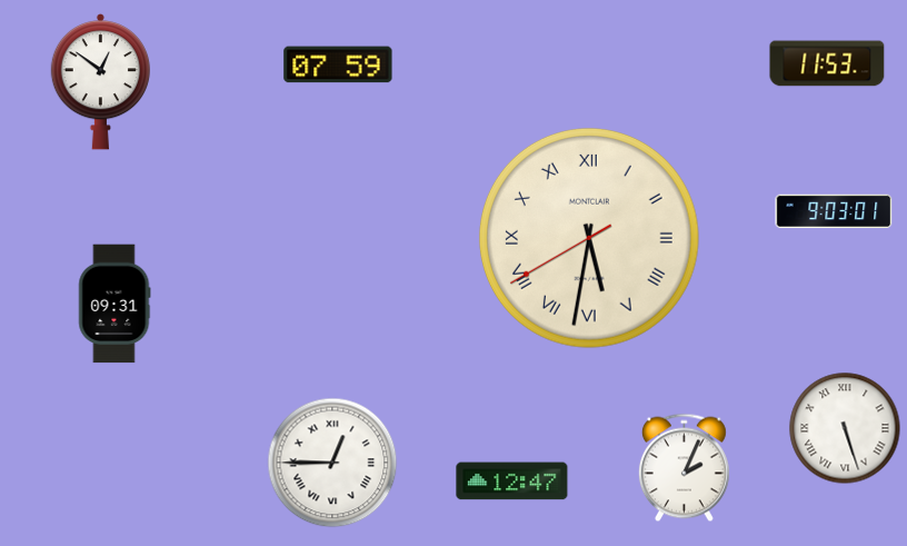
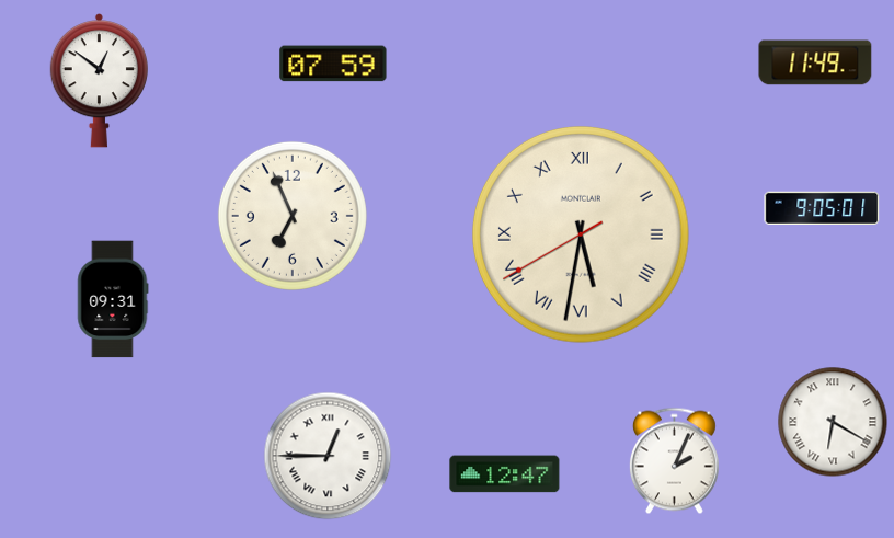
clock at (827, 63): 11:53 -> 11:49
clock at (834, 210): 9:03 -> 9:05
clock at (293, 216): none -> 6:56
clock at (845, 428): 5:27 -> 6:20
